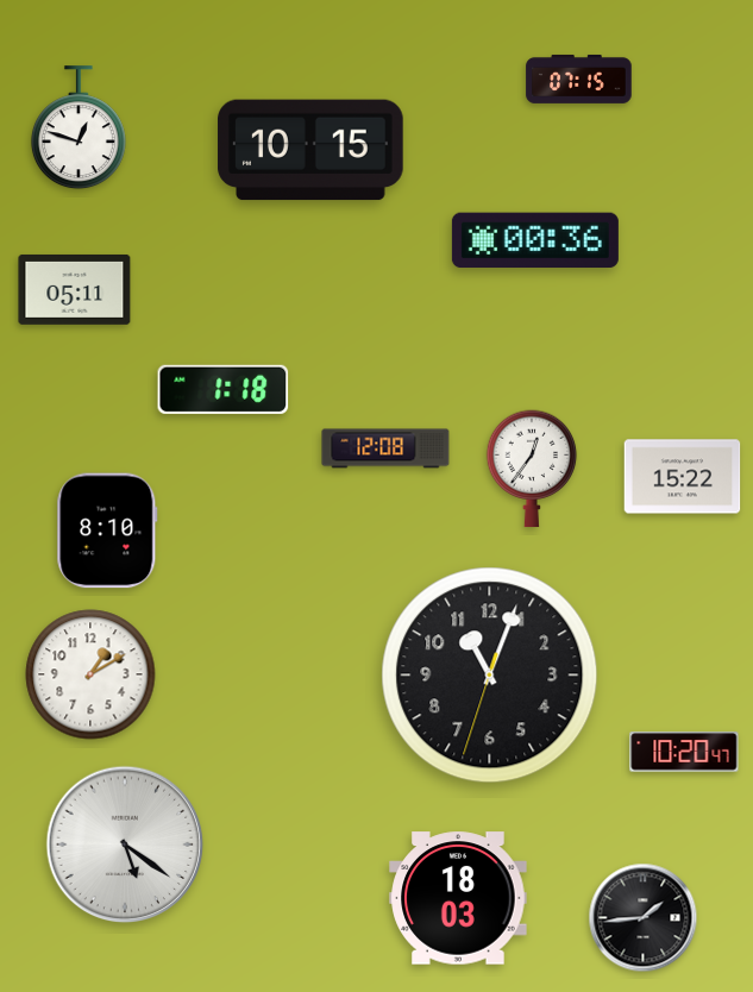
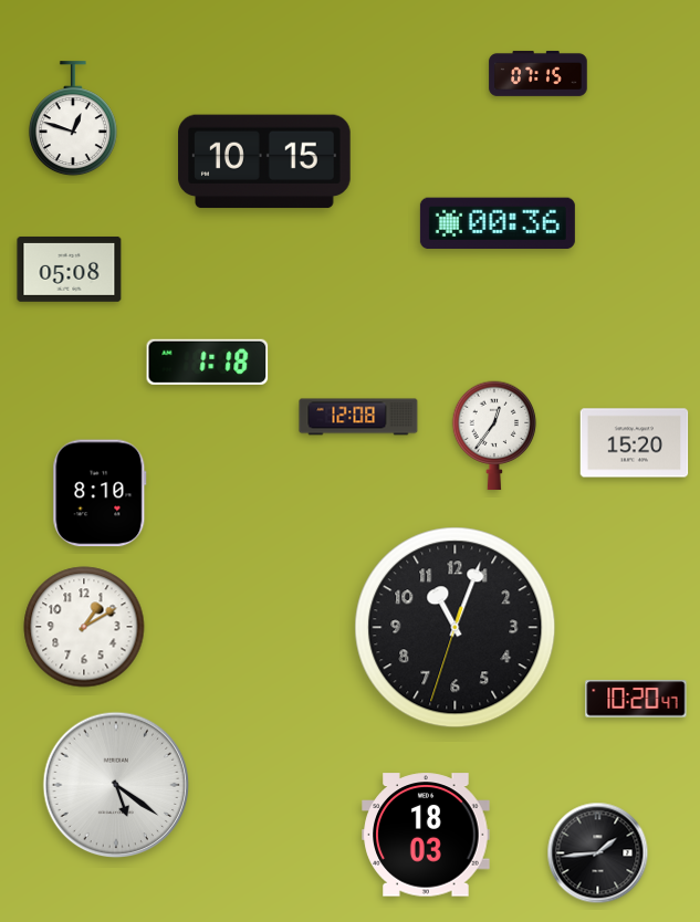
clock at (310, 150) position: (310, 150) -> (264, 161)
clock at (75, 289): 05:11 -> 05:08
clock at (683, 477): 15:22 -> 15:20
